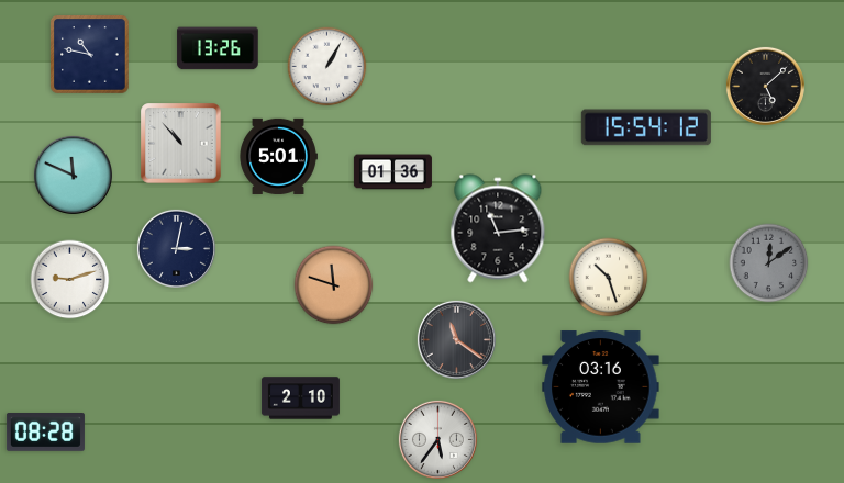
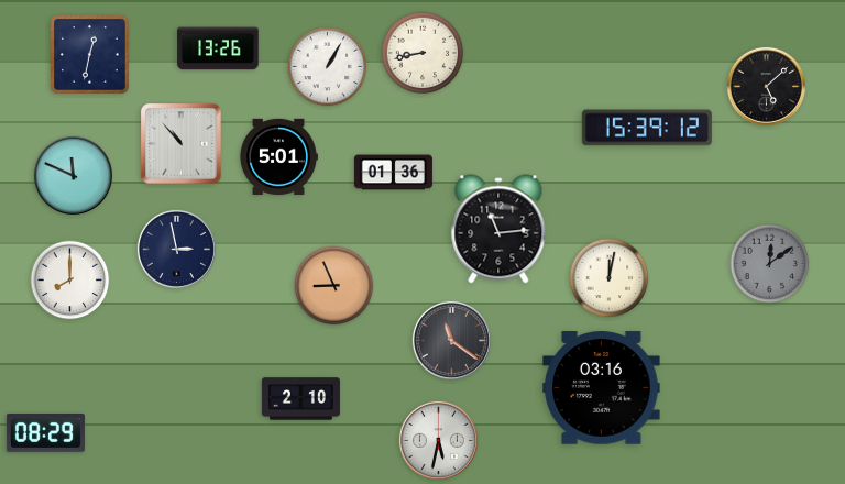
clock at (422, 53): none -> 8:43
clock at (90, 55): 10:47 -> 12:32
clock at (646, 127): 15:54 -> 15:39
clock at (176, 248): 3:02 -> 2:58
clock at (609, 278): 10:27 -> 12:02
clock at (70, 280): 9:12 -> 8:00
clock at (334, 285): 11:48 -> 8:56
clock at (456, 339) position: (456, 339) -> (451, 340)
clock at (45, 433): 08:28 -> 08:29
clock at (437, 439): 5:36 -> 5:32
